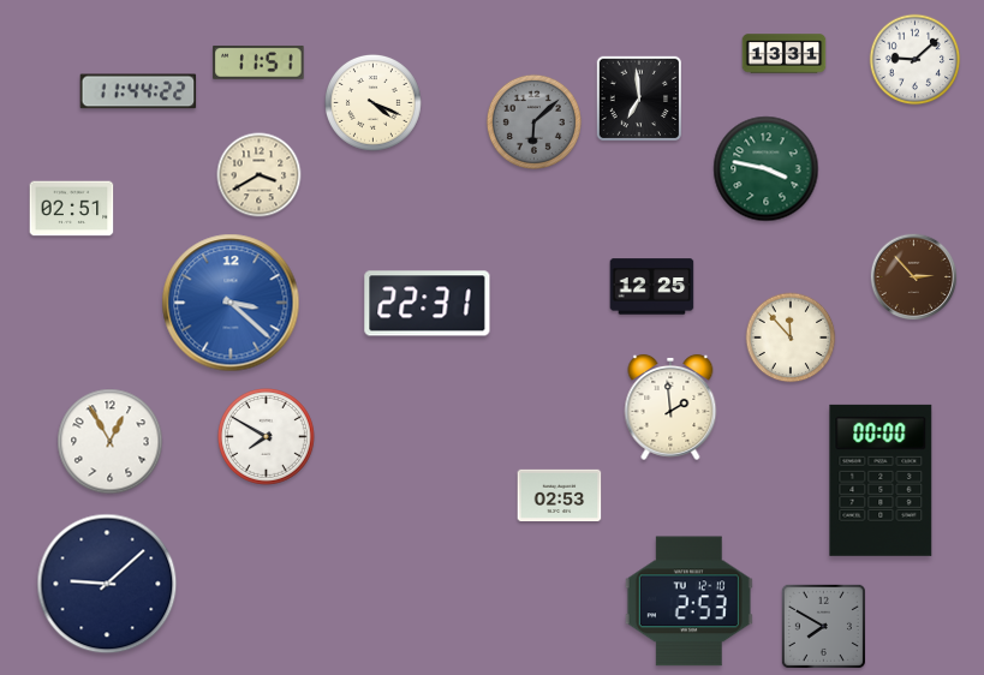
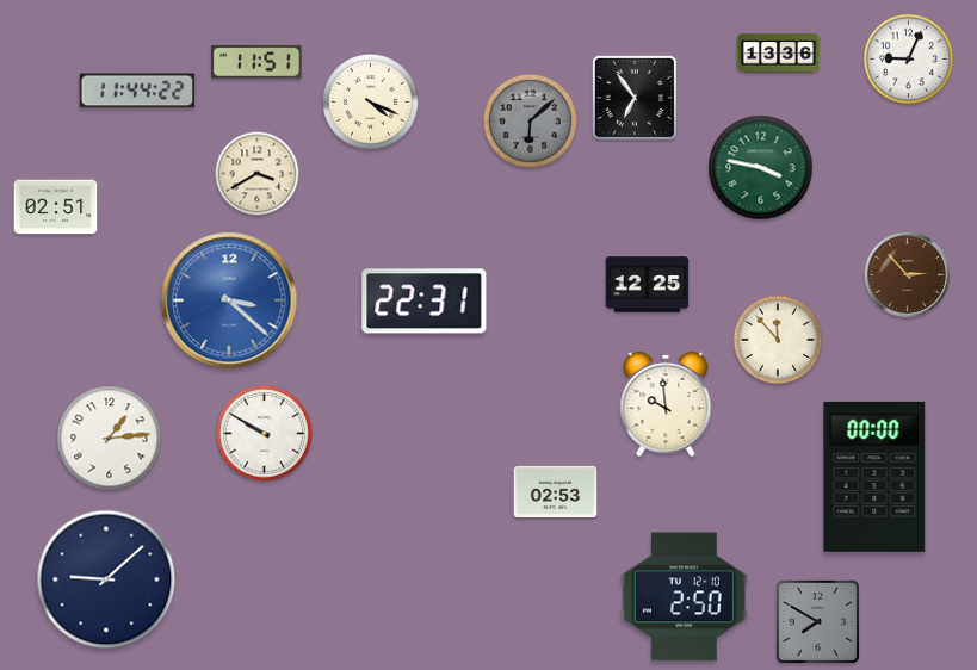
clock at (785, 54): 13:31 -> 13:36
clock at (916, 60): 9:08 -> 9:04
clock at (639, 98): 6:59 -> 6:54
clock at (72, 209) position: (72, 209) -> (56, 207)
clock at (791, 337) position: (791, 337) -> (778, 340)
clock at (670, 407): 1:59 -> 9:59
clock at (267, 437): 7:50 -> 9:50
clock at (111, 442): 12:55 -> 1:14
clock at (688, 602): 2:53 -> 2:50
